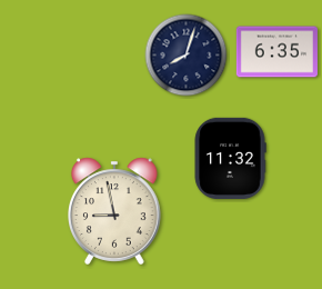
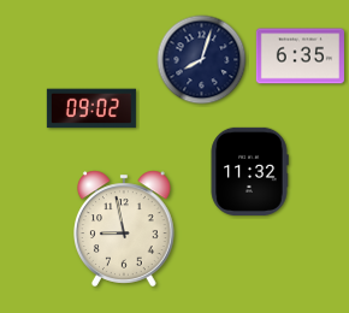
clock at (91, 108): none -> 09:02
